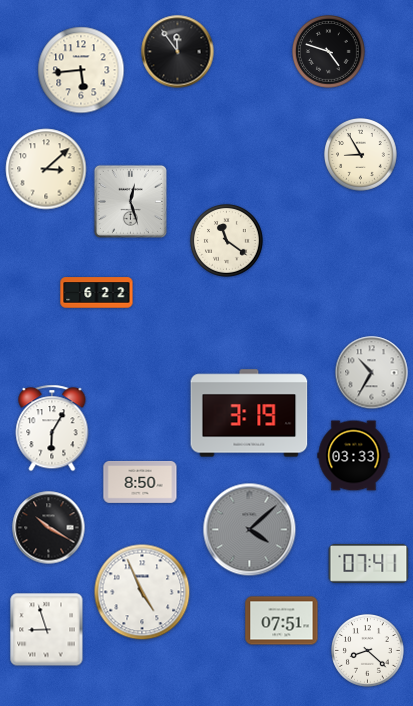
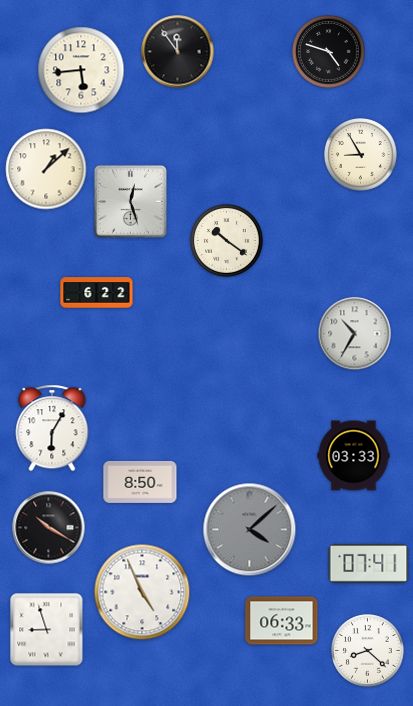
clock at (46, 169): 3:08 -> 1:08
clock at (227, 241): 11:21 -> 10:21
clock at (372, 373) position: (372, 373) -> (355, 334)
clock at (249, 413): 3:19 -> none
clock at (282, 621): 07:51 -> 06:33
